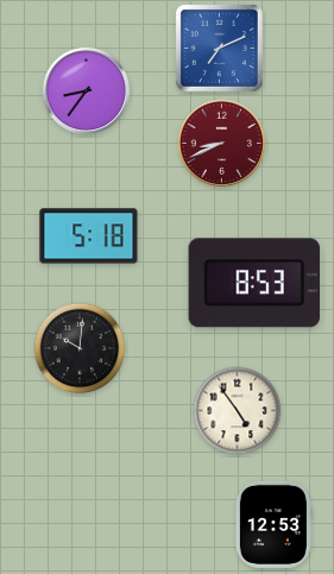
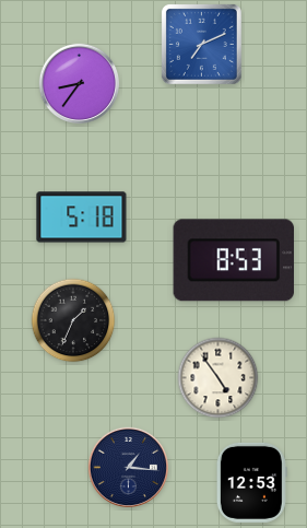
clock at (221, 143): 8:41 -> none
clock at (80, 348): 10:01 -> 1:34
clock at (128, 467): none -> 1:16
